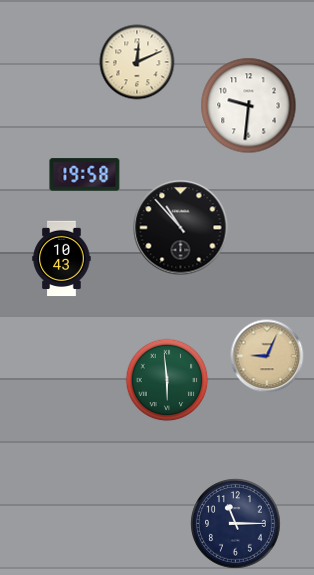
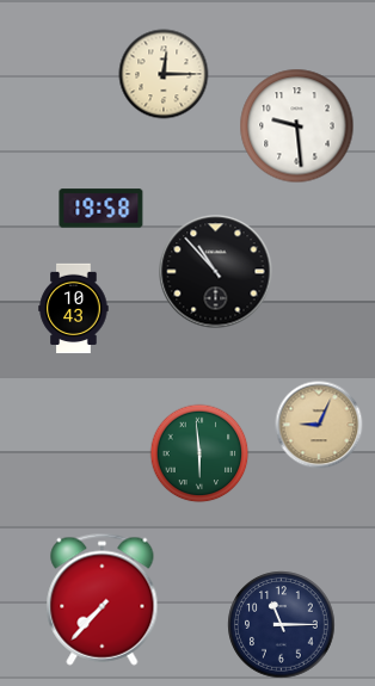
clock at (137, 62): 12:11 -> 12:15
clock at (249, 106): 9:31 -> 9:29
clock at (103, 599): none -> 7:37
